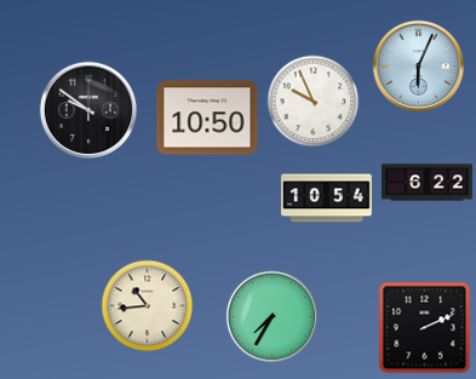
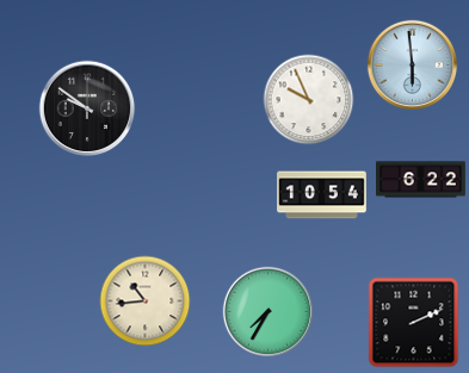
clock at (418, 65): 6:04 -> 5:59
clock at (207, 117): 10:50 -> none
clock at (425, 328) position: (425, 328) -> (414, 323)
